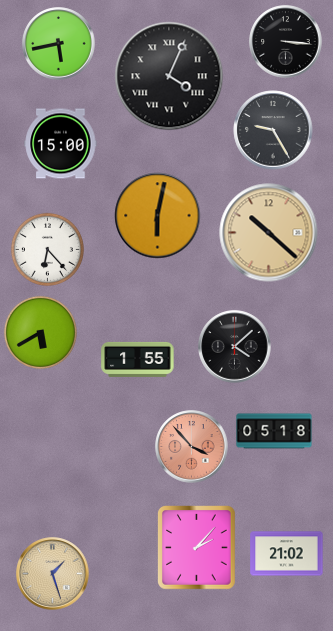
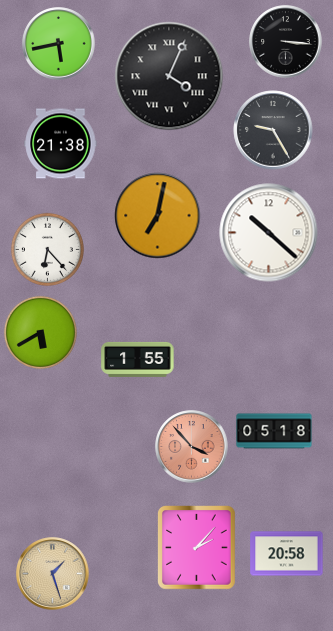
clock at (61, 144): 15:00 -> 21:38
clock at (158, 216): 6:02 -> 7:02
clock at (269, 233) dial: champagne -> white
clock at (235, 347): 4:08 -> none
clock at (287, 554): 21:02 -> 20:58
